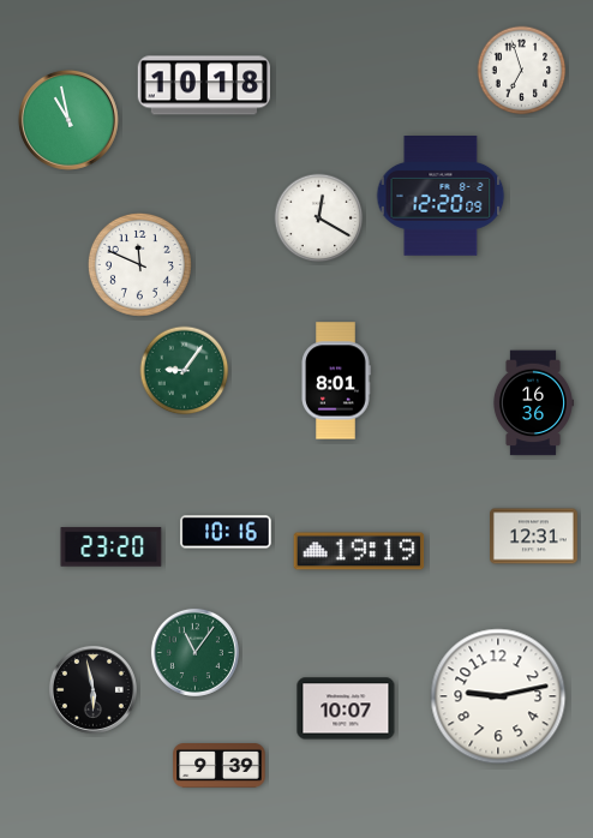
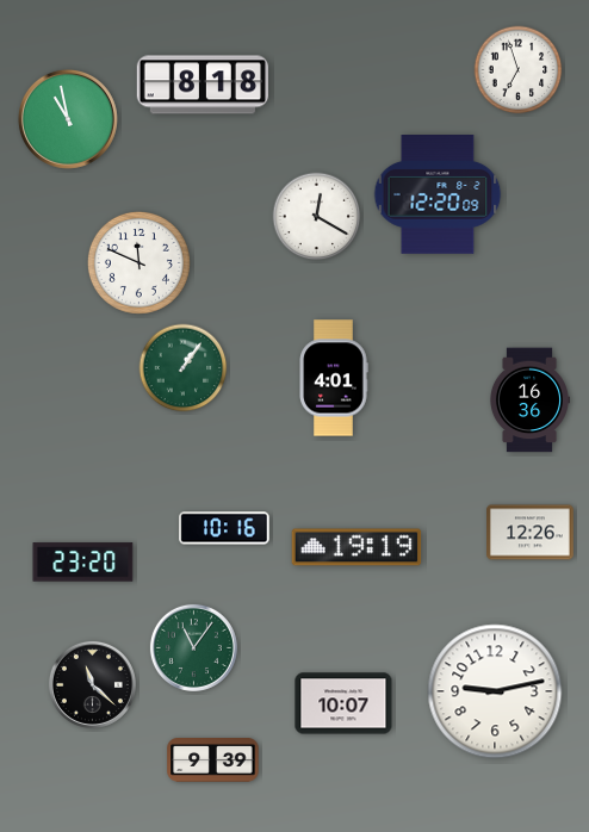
clock at (203, 85): 10:18 -> 8:18
clock at (185, 371): 9:06 -> 1:06
clock at (336, 381): 8:01 -> 4:01
clock at (534, 537): 12:31 -> 12:26
clock at (112, 547) position: (112, 547) -> (83, 563)
clock at (92, 689): 5:58 -> 11:22
clock at (220, 766) position: (220, 766) -> (213, 760)
